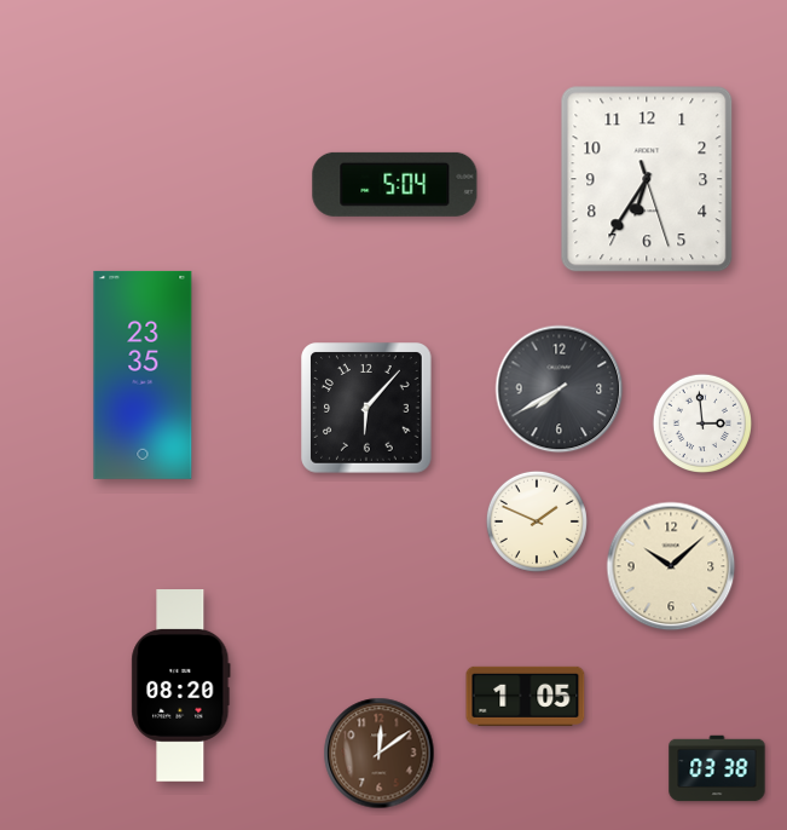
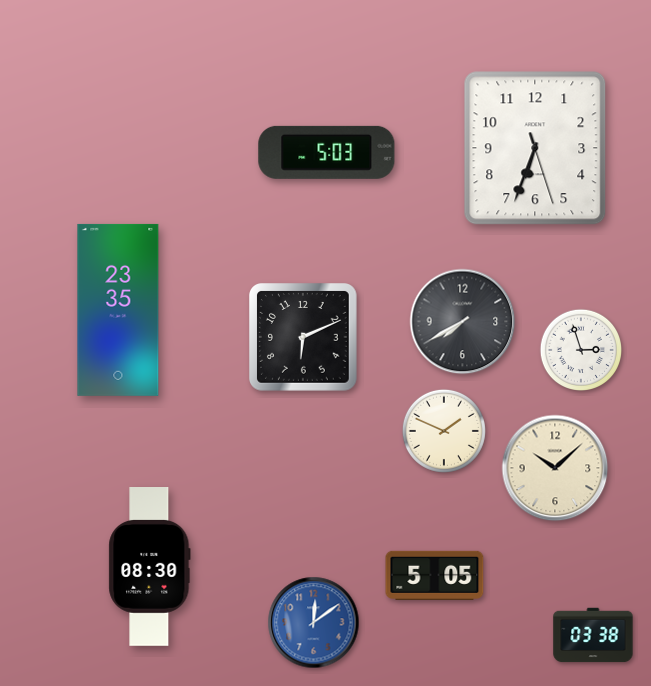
clock at (647, 179): 6:35 -> 6:33
clock at (395, 184): 5:04 -> 5:03
clock at (368, 409): 6:07 -> 6:11
clock at (701, 422): 2:59 -> 2:57
clock at (181, 686): 08:20 -> 08:30
clock at (526, 696): 1:05 -> 5:05
clock at (380, 754) dial: brown -> blue
